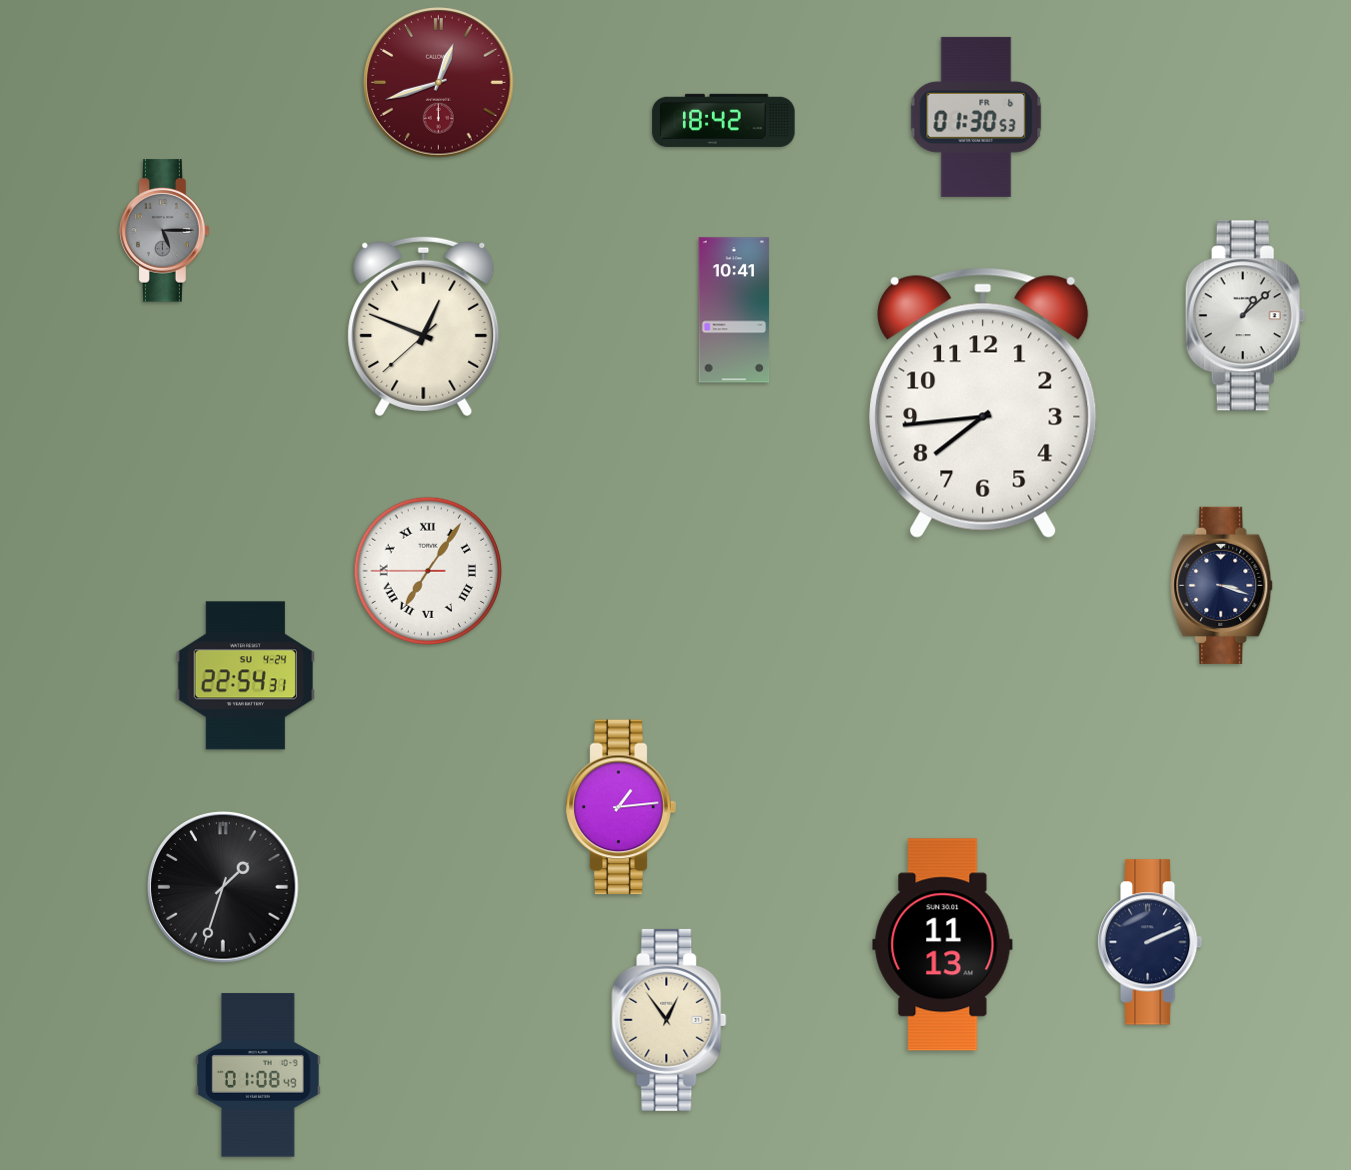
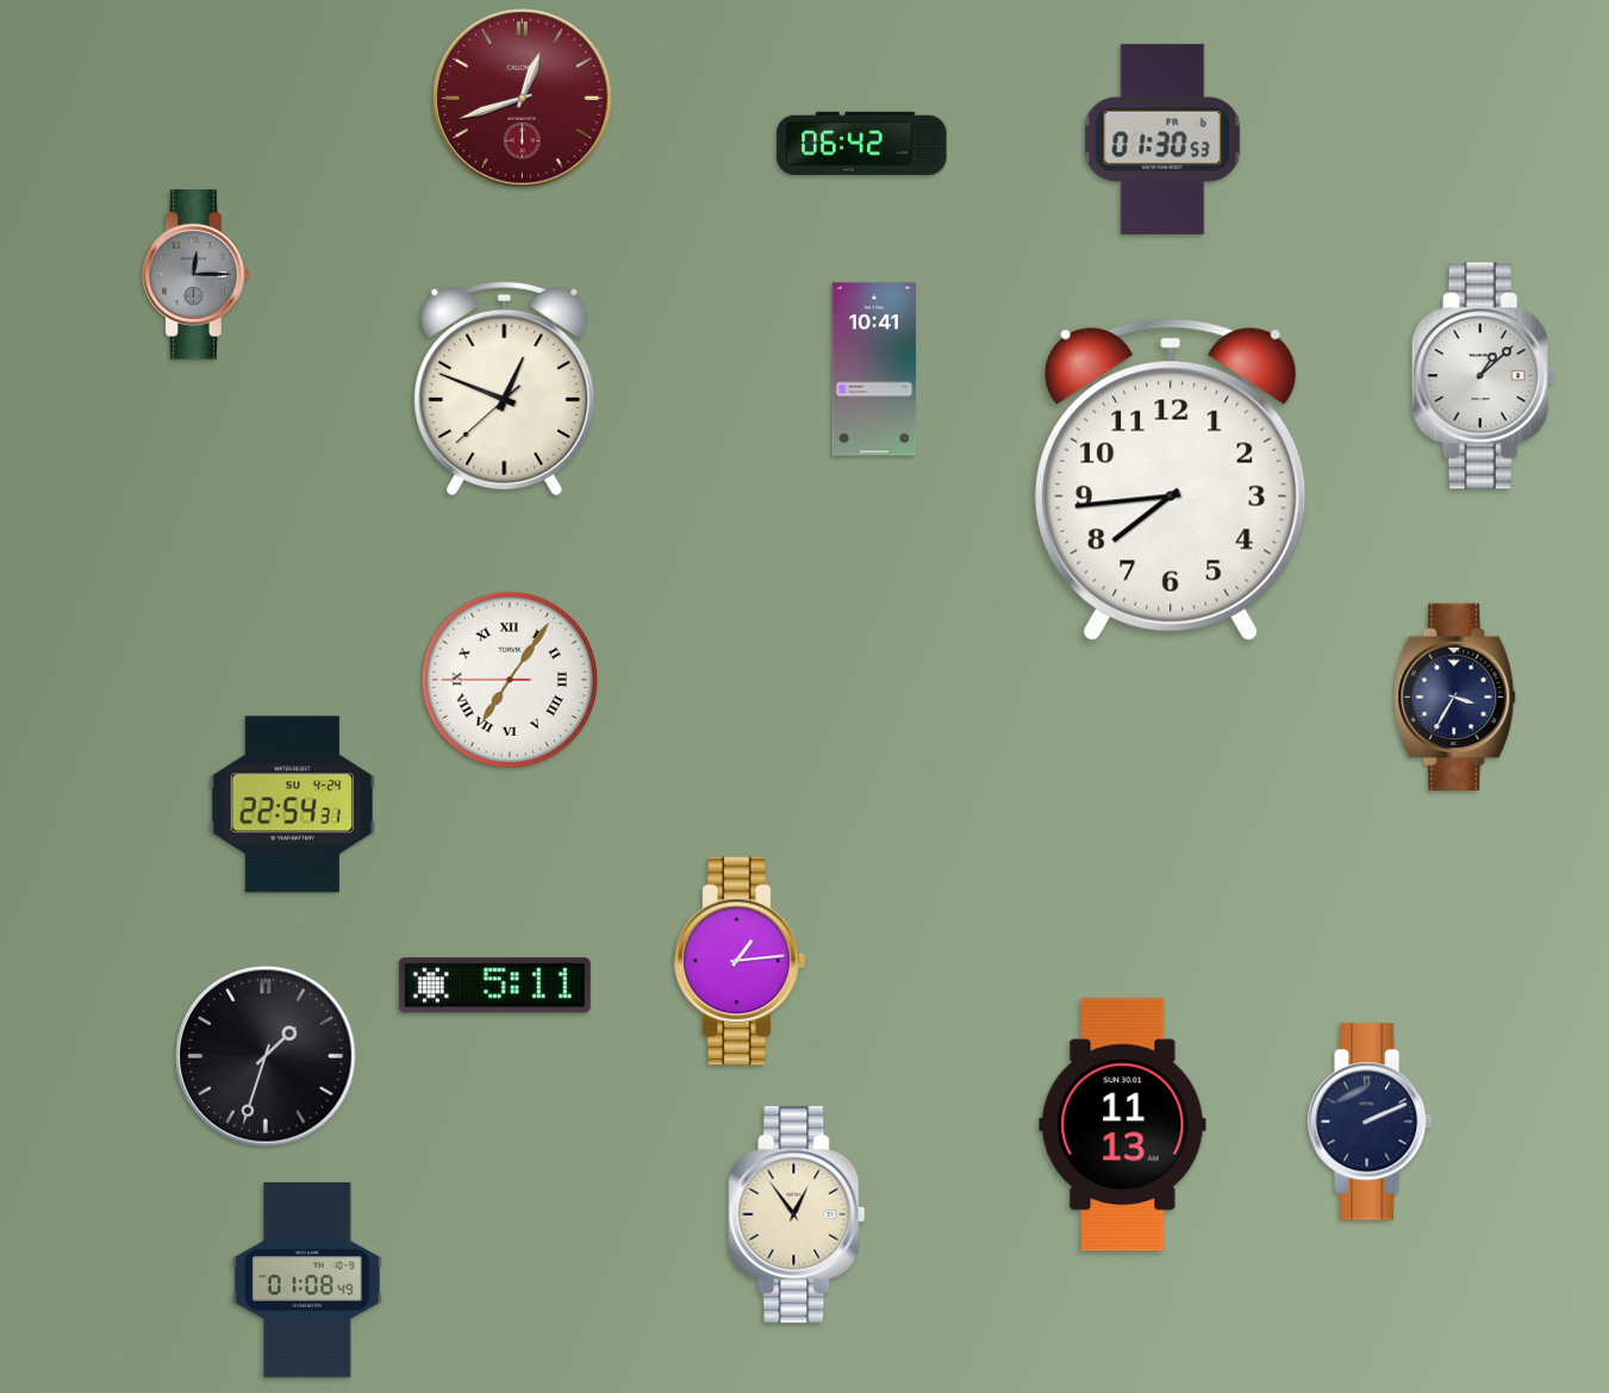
clock at (724, 120): 18:42 -> 06:42
clock at (165, 231): 5:15 -> 12:15
clock at (1222, 585): 3:18 -> 3:35
clock at (494, 986): none -> 5:11
